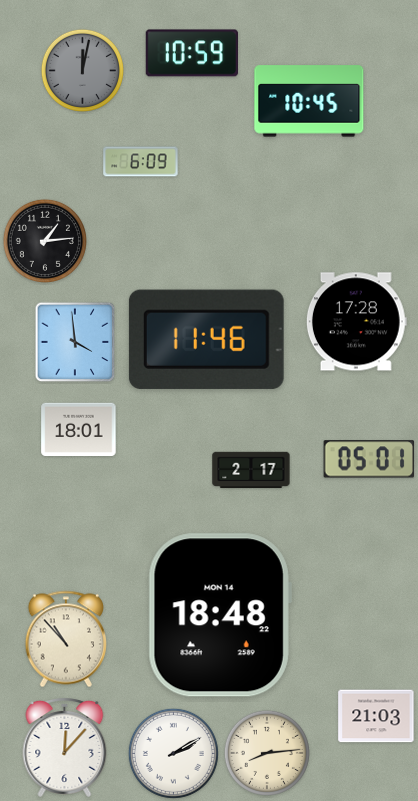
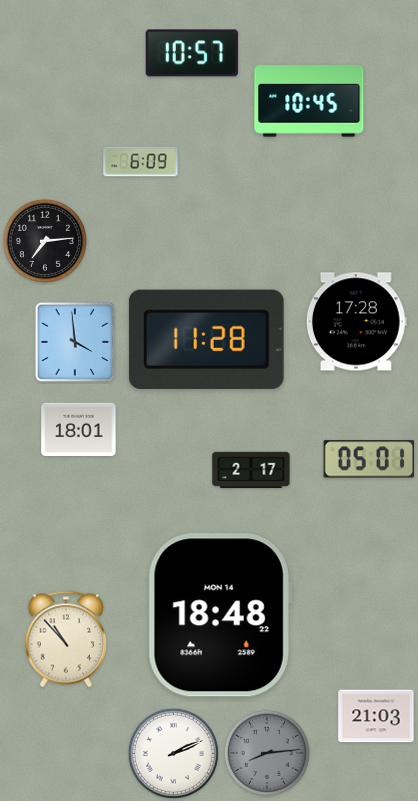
clock at (191, 53): 10:59 -> 10:57
clock at (82, 70): 12:02 -> none
clock at (45, 241): 1:14 -> 7:14
clock at (206, 339): 11:46 -> 11:28
clock at (65, 748): 12:07 -> none
clock at (173, 753): 2:10 -> 2:11
clock at (267, 753) dial: cream -> grey
